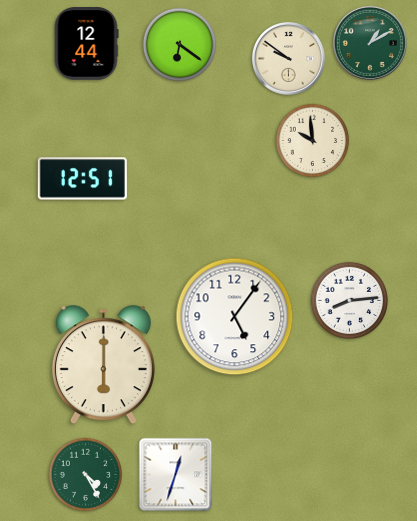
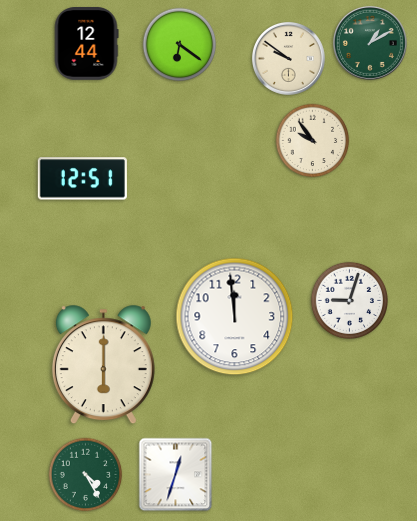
clock at (313, 141): 9:59 -> 9:54
clock at (349, 300): 8:14 -> 9:03
clock at (235, 317): 5:06 -> 11:59
